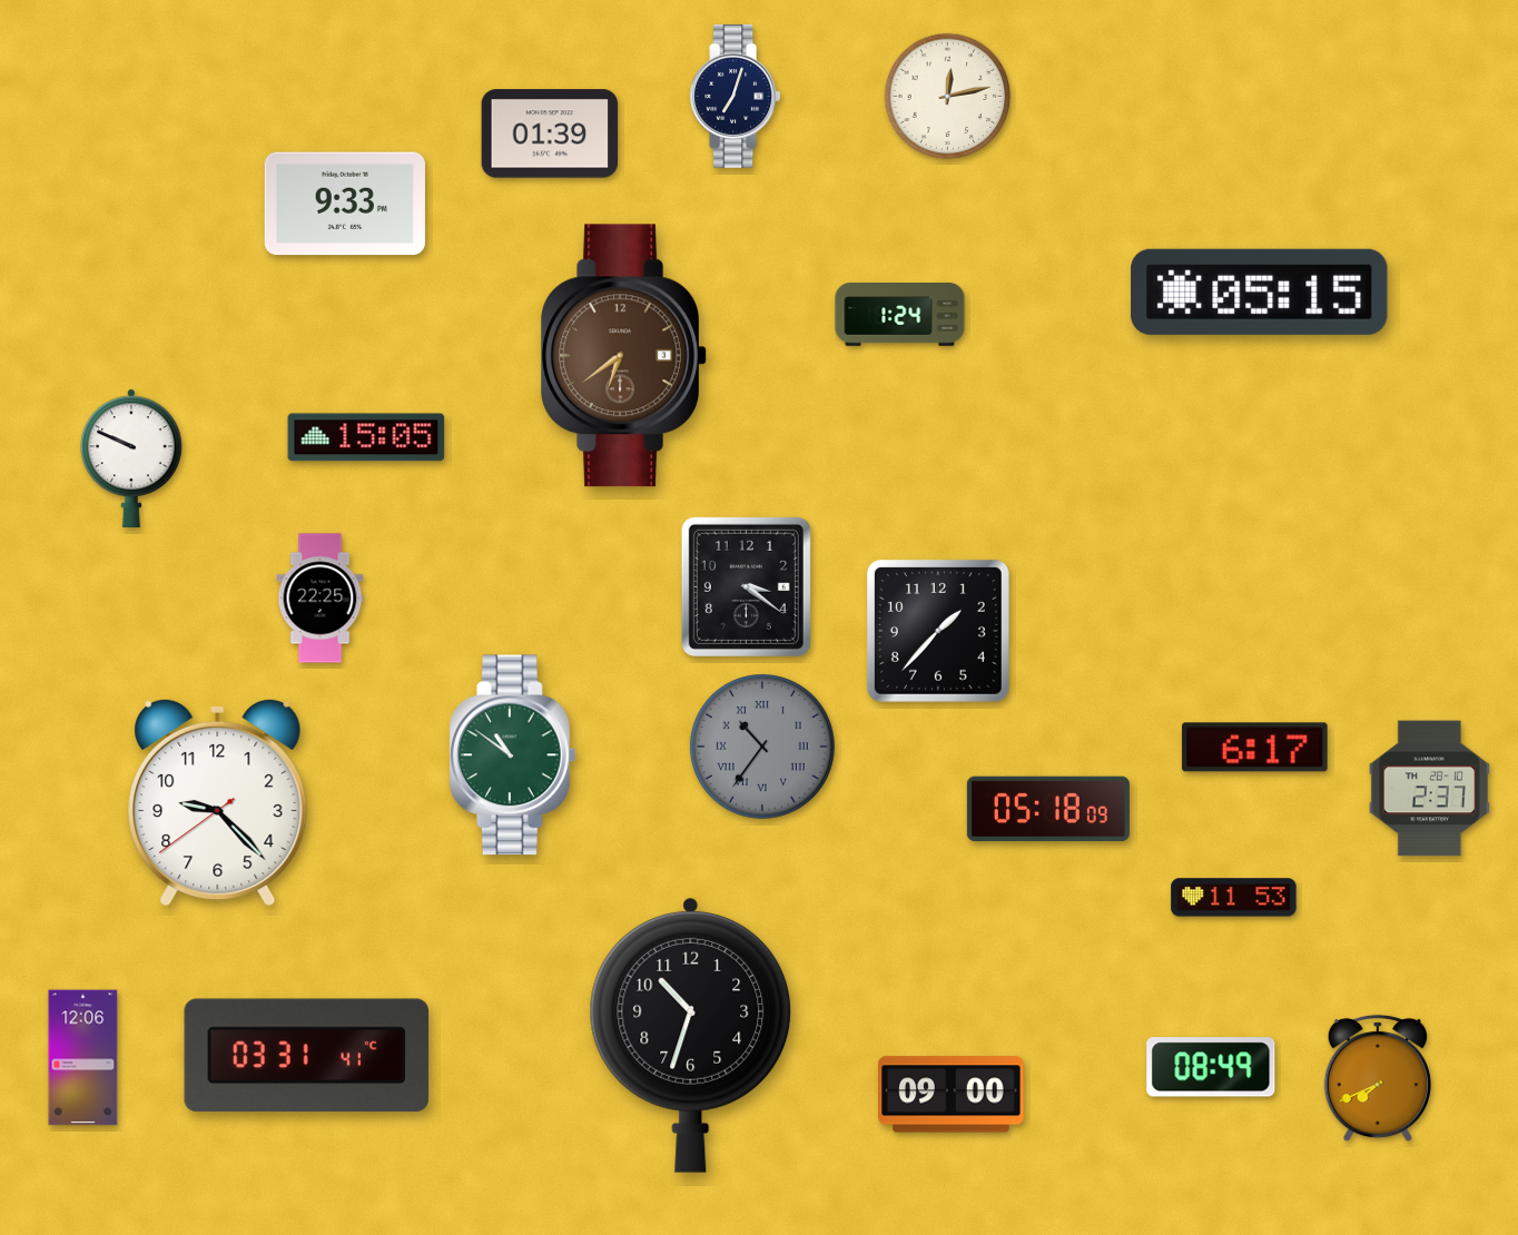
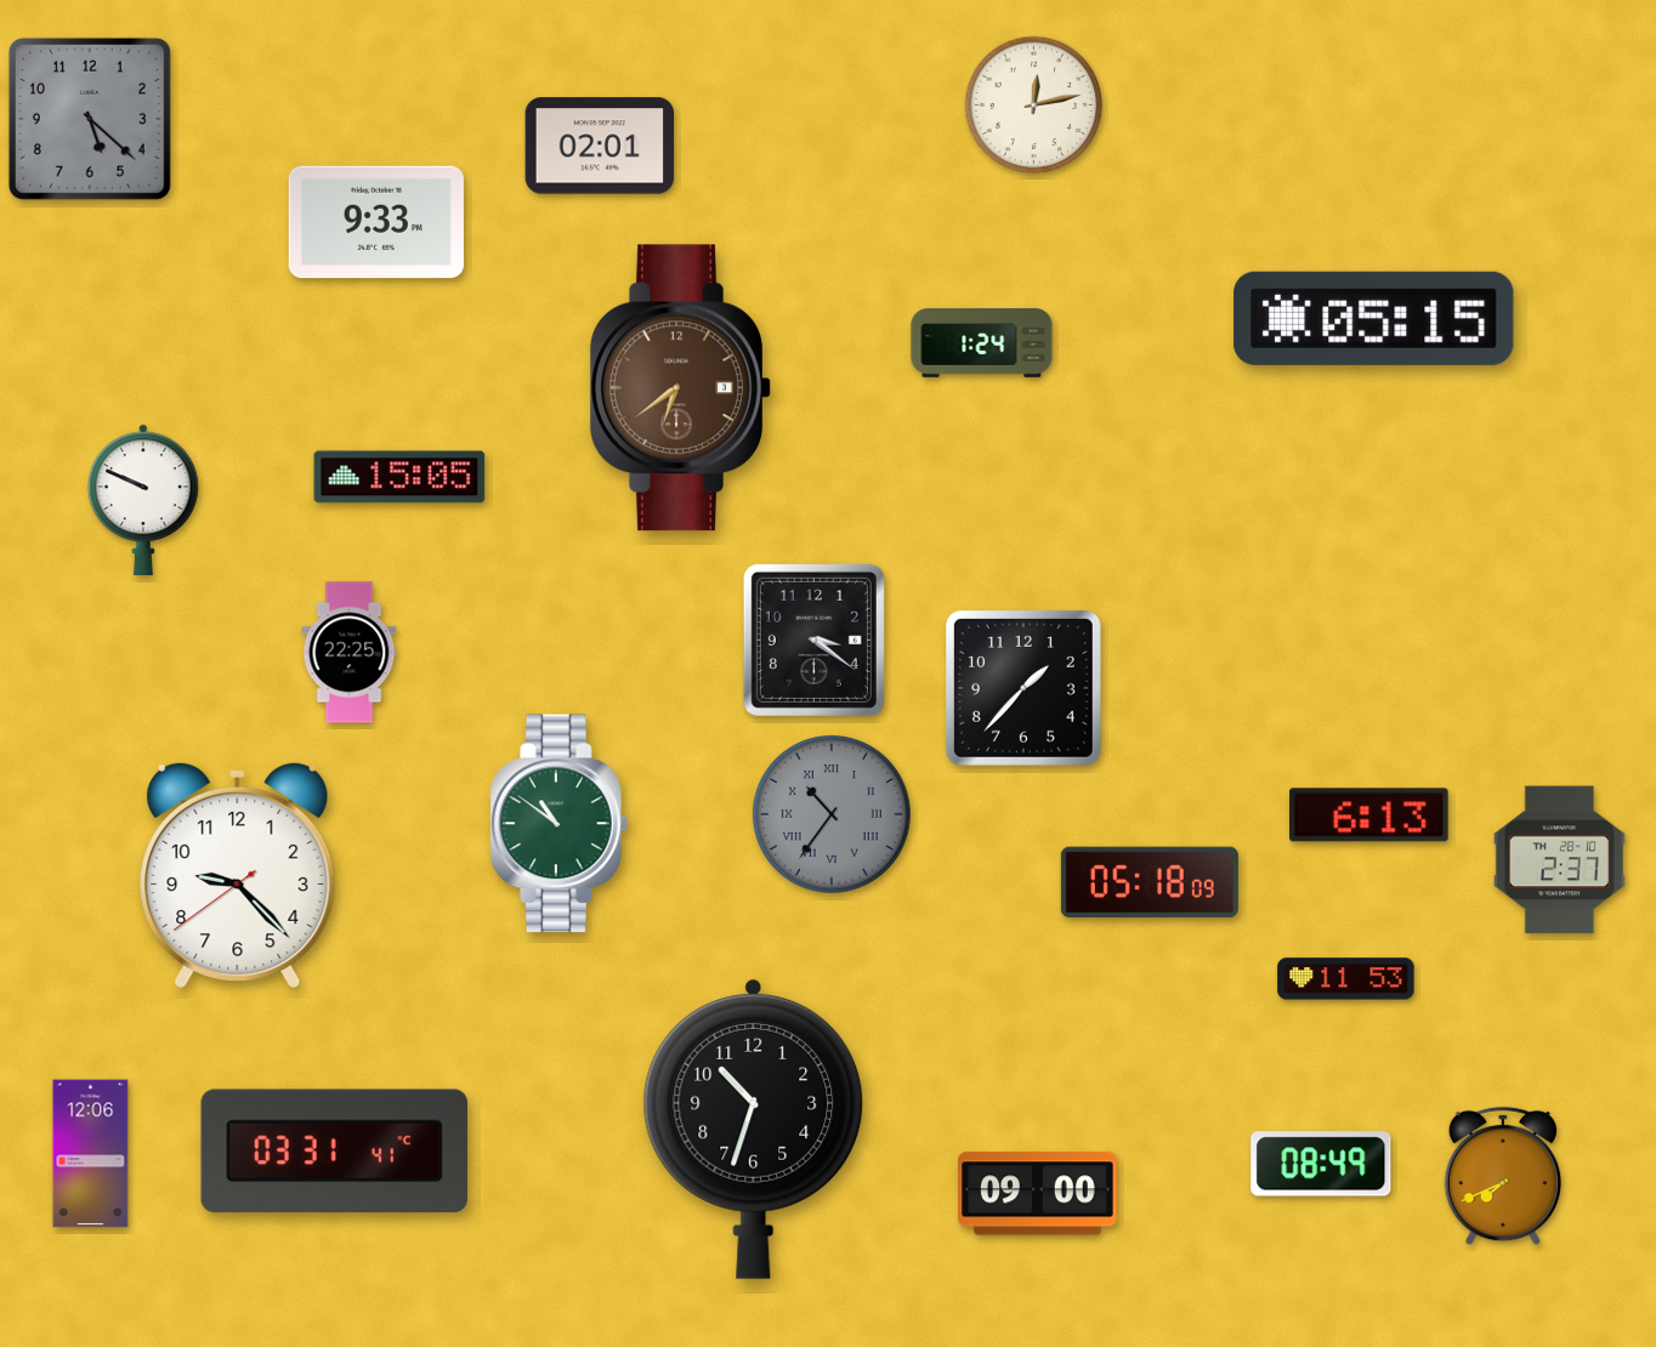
clock at (736, 96): 7:03 -> none
clock at (90, 119): none -> 5:22
clock at (550, 134): 01:39 -> 02:01
clock at (1255, 748): 6:17 -> 6:13
clock at (1048, 809) position: (1048, 809) -> (1150, 882)
